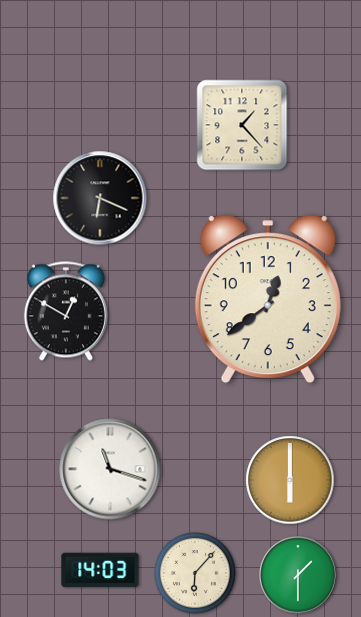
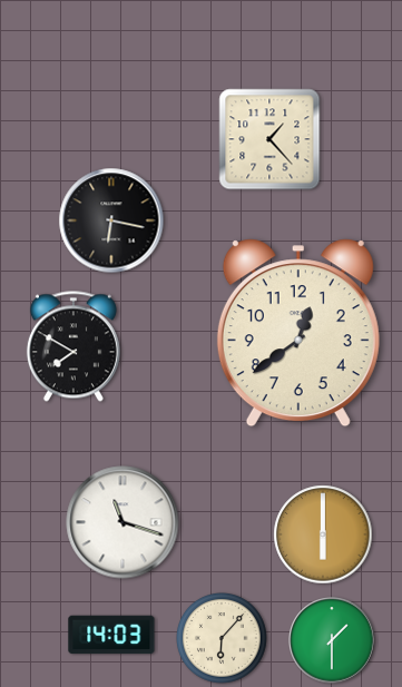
clock at (100, 198): 6:19 -> 6:17
clock at (66, 311): 12:50 -> 7:50
clock at (196, 574) position: (196, 574) -> (223, 639)
